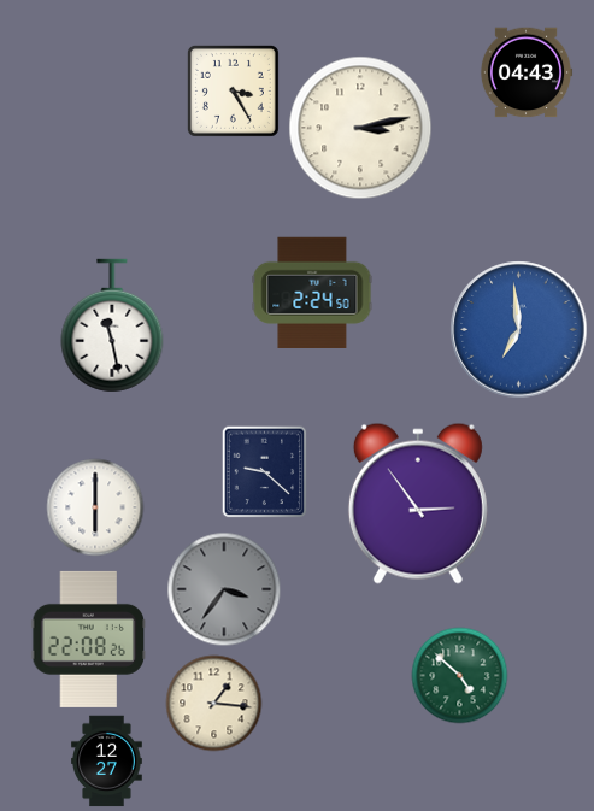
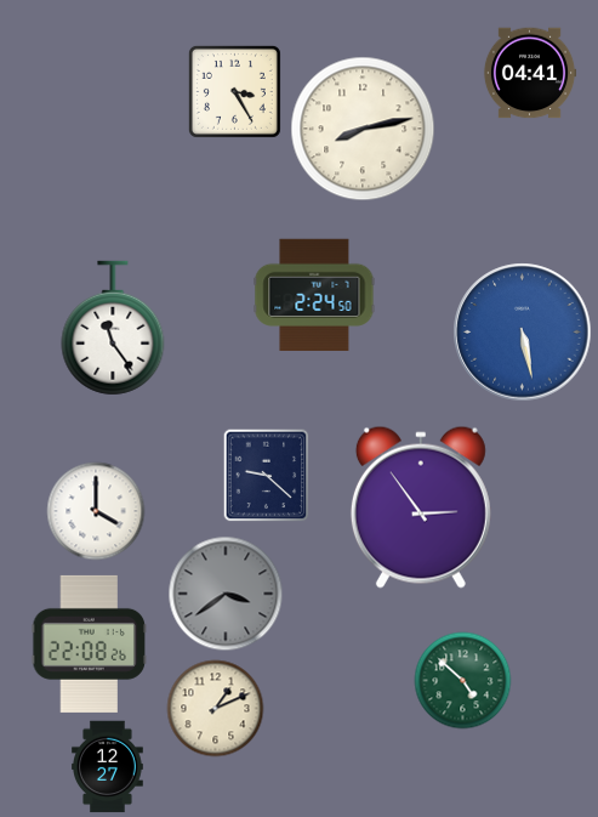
clock at (527, 72): 04:43 -> 04:41
clock at (360, 128): 3:13 -> 8:13
clock at (112, 325): 11:28 -> 11:24
clock at (519, 330): 6:59 -> 5:28
clock at (95, 507): 6:00 -> 4:00
clock at (224, 589): 3:36 -> 3:39
clock at (214, 704): 1:16 -> 1:11
